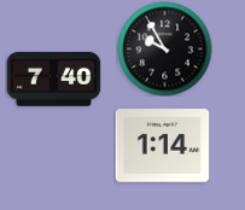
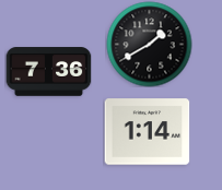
clock at (164, 48): 9:55 -> 1:40
clock at (53, 80): 7:40 -> 7:36
